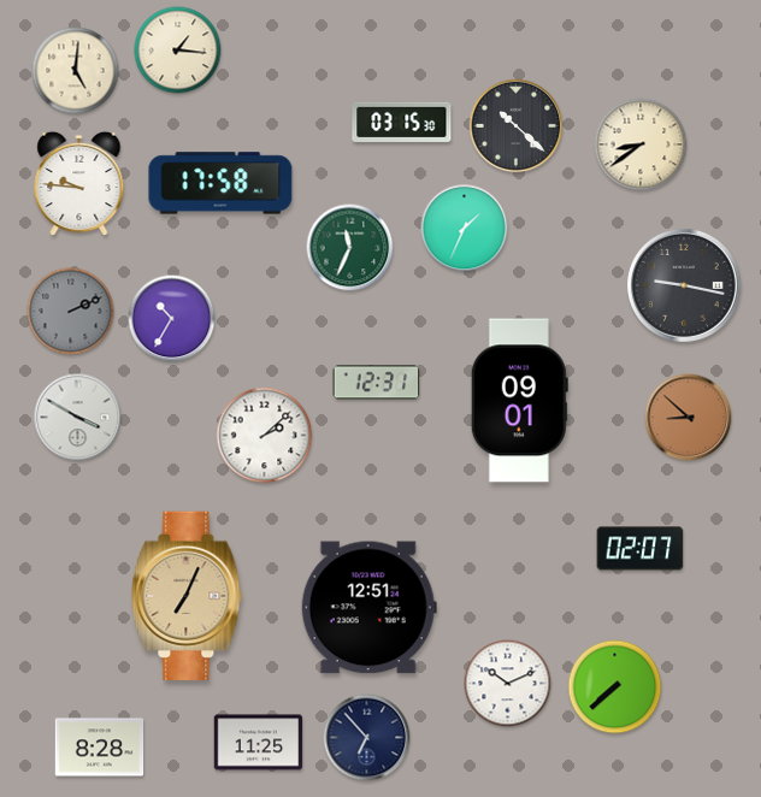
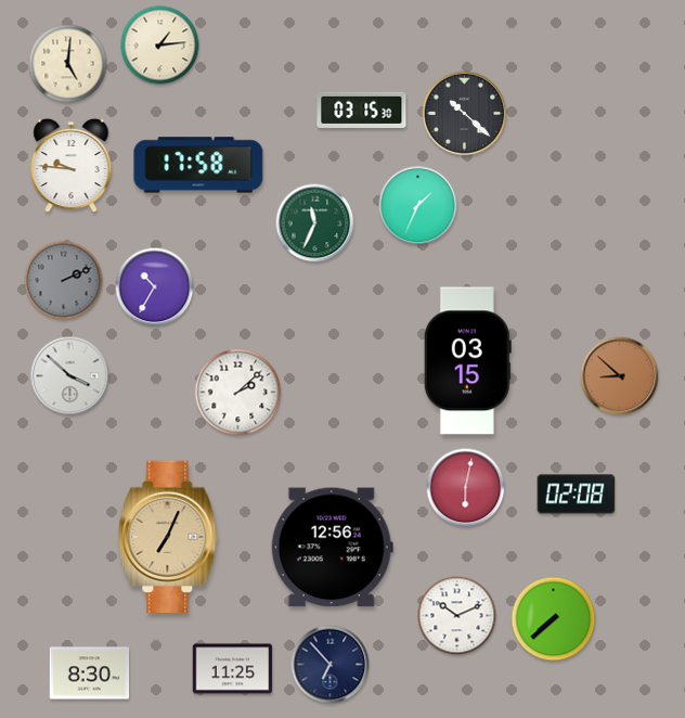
clock at (178, 51): 1:16 -> 1:14
clock at (641, 144): 8:39 -> none
clock at (685, 287): 9:17 -> none
clock at (377, 383): 12:31 -> none
clock at (519, 401): 09:01 -> 03:15
clock at (78, 418): 3:50 -> 3:52
clock at (466, 488): none -> 6:02
clock at (641, 549): 02:07 -> 02:08
clock at (368, 608): 12:51 -> 12:56
clock at (100, 748): 8:28 -> 8:30
